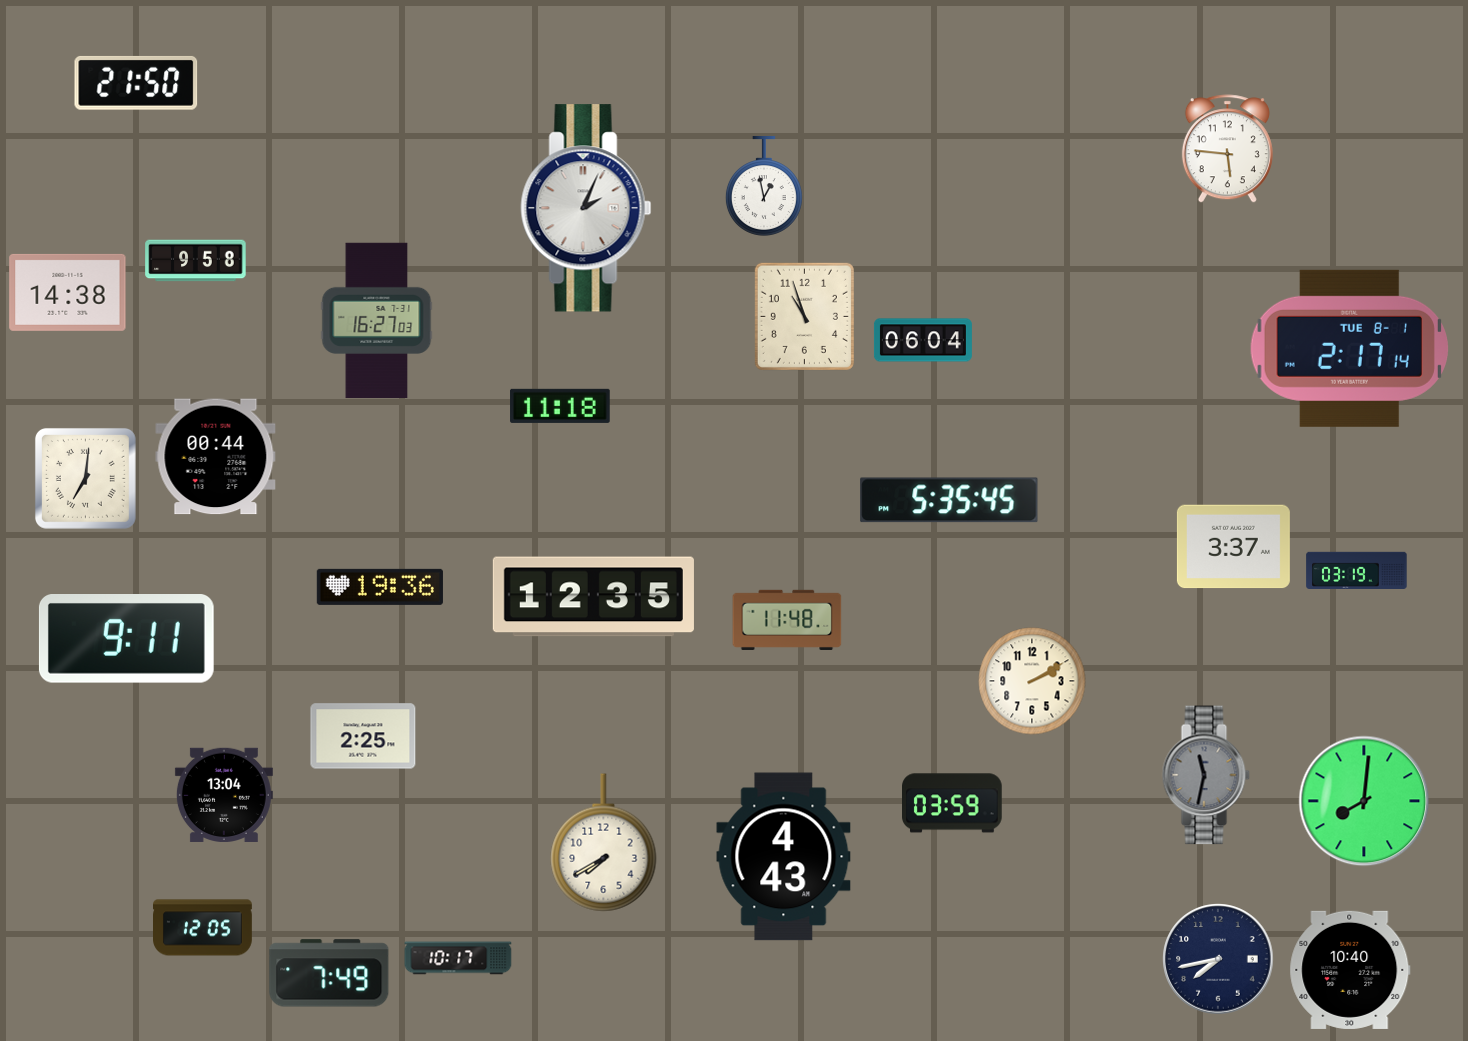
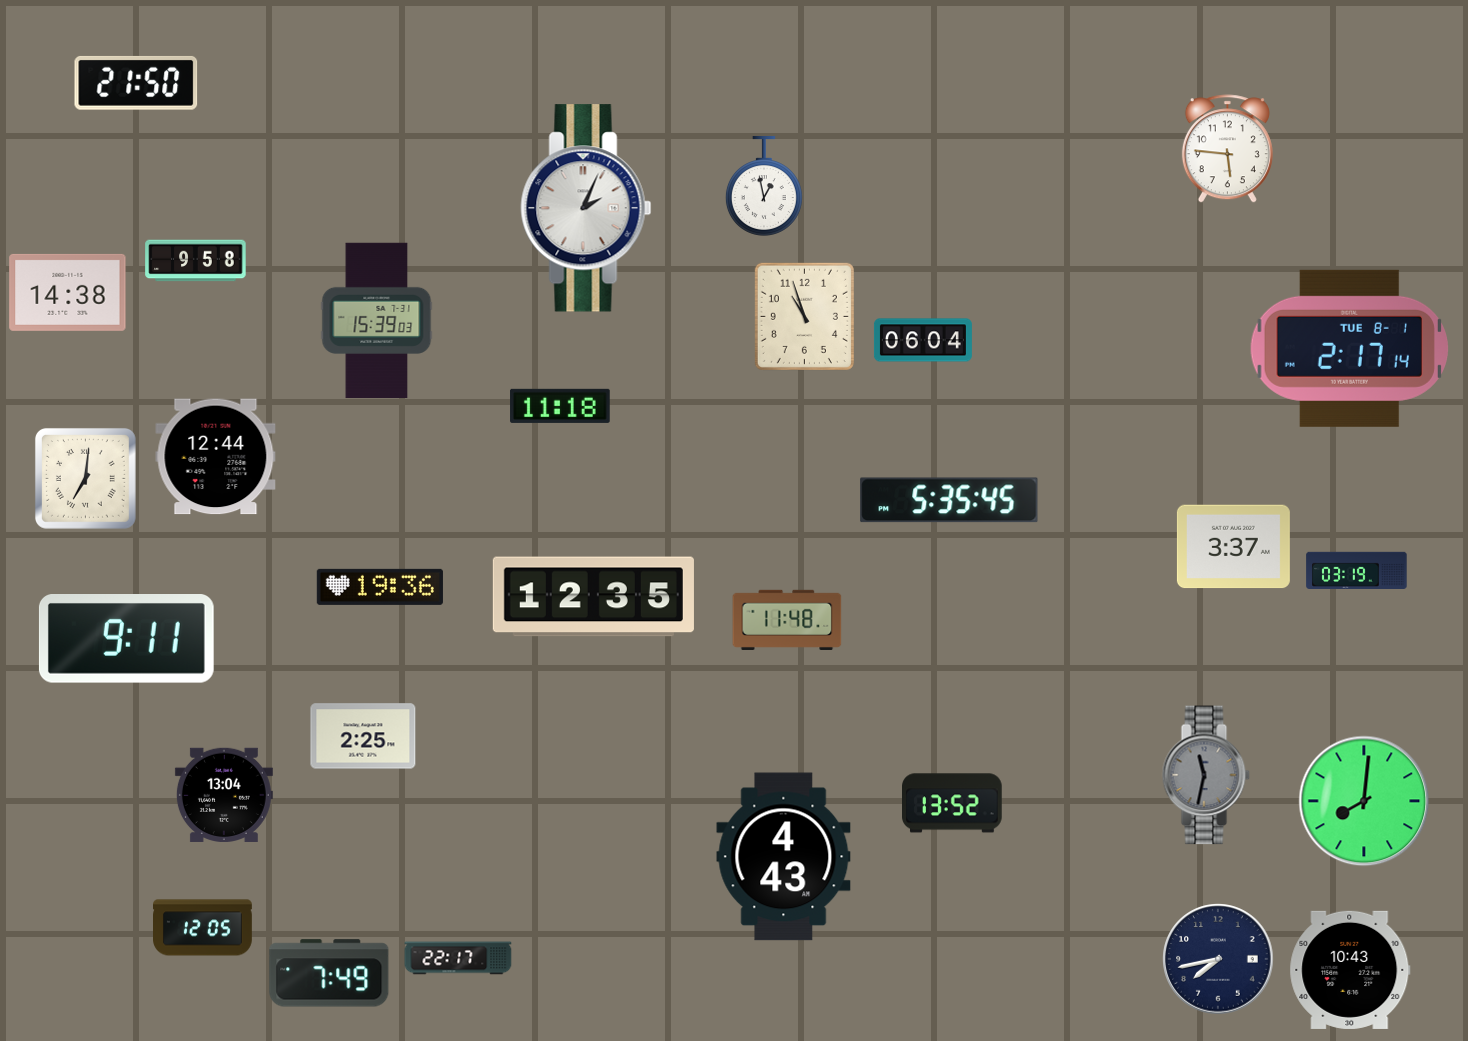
clock at (377, 321): 16:27 -> 15:39
clock at (216, 457): 00:44 -> 12:44
clock at (1032, 681): 2:10 -> none
clock at (952, 803): 03:59 -> 13:52
clock at (604, 843): 7:40 -> none
clock at (458, 958): 10:17 -> 22:17
clock at (1350, 970): 10:40 -> 10:43
